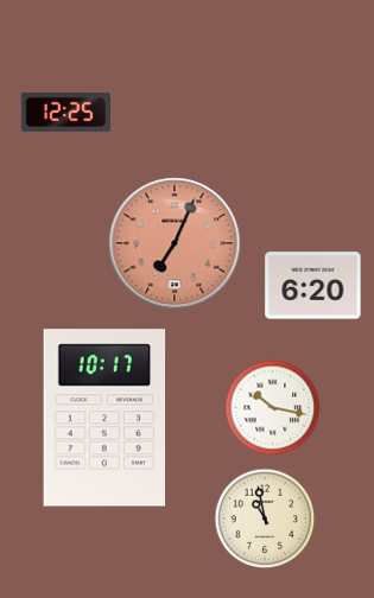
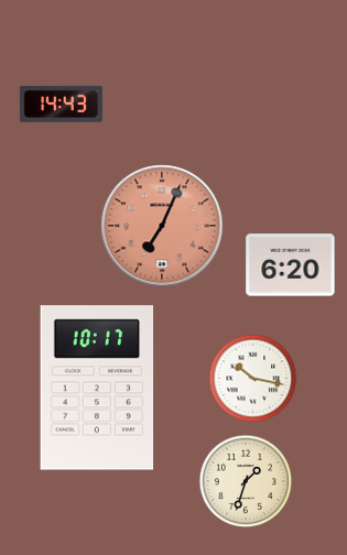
clock at (65, 112): 12:25 -> 14:43
clock at (265, 519): 10:58 -> 1:33
